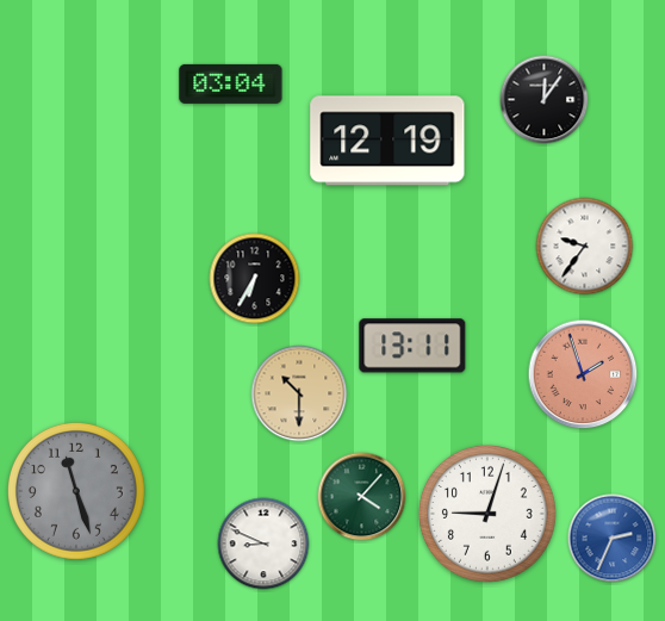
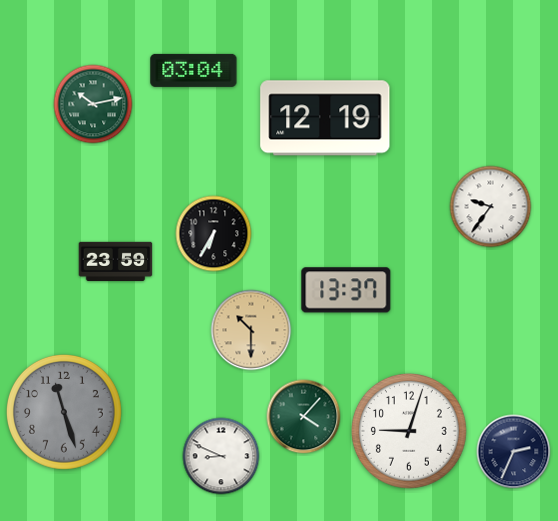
clock at (545, 100): 12:06 -> none
clock at (93, 104): none -> 10:13
clock at (116, 261): none -> 23:59
clock at (412, 346): 13:11 -> 13:37
clock at (583, 374): 1:57 -> none
clock at (613, 539) dial: blue -> navy
